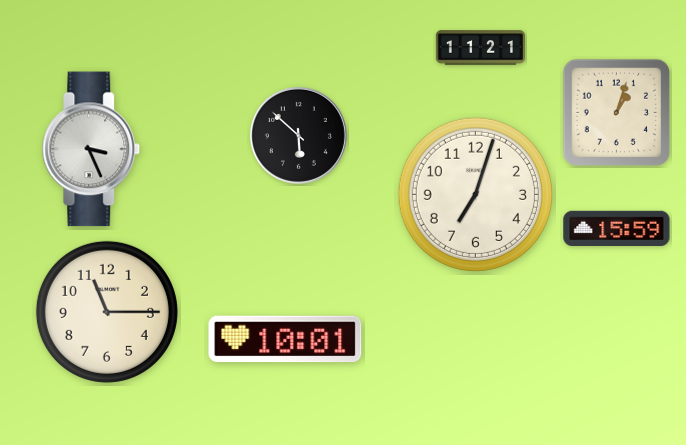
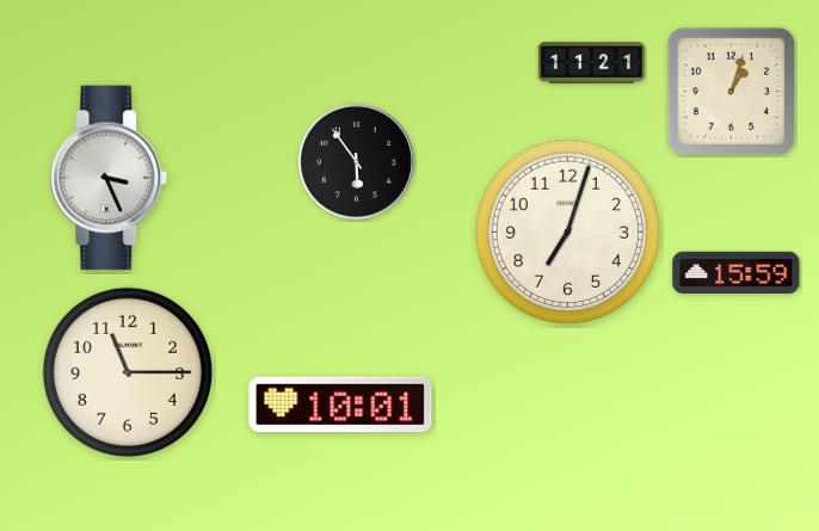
clock at (480, 48) position: (480, 48) -> (591, 63)
clock at (617, 113) position: (617, 113) -> (732, 92)
clock at (298, 135): 5:52 -> 5:54
